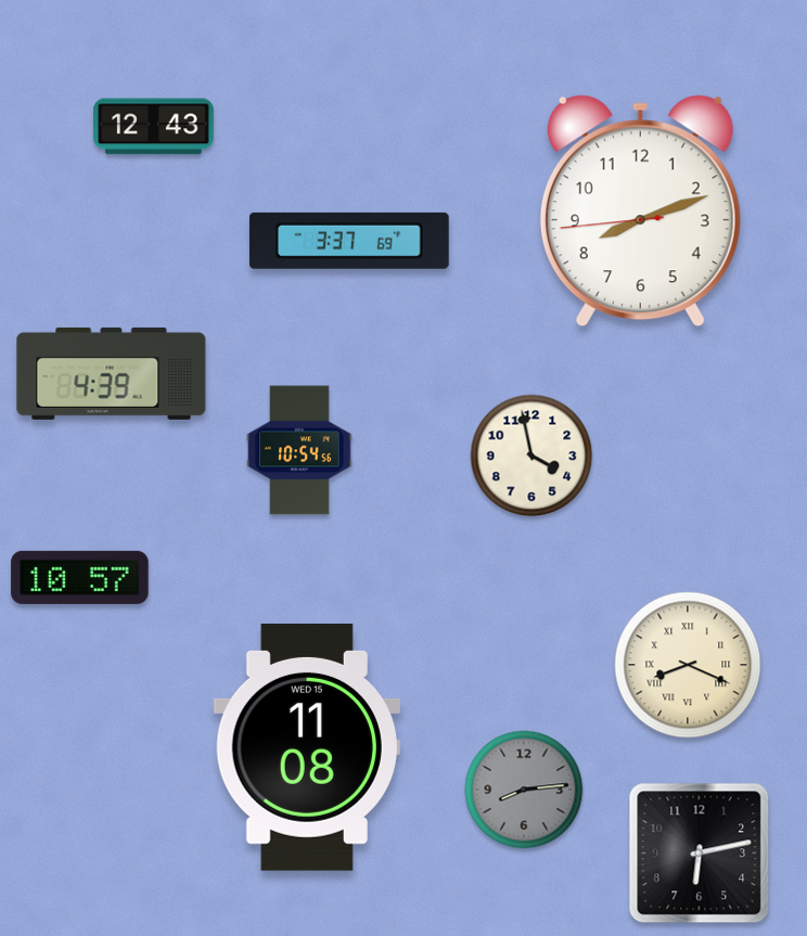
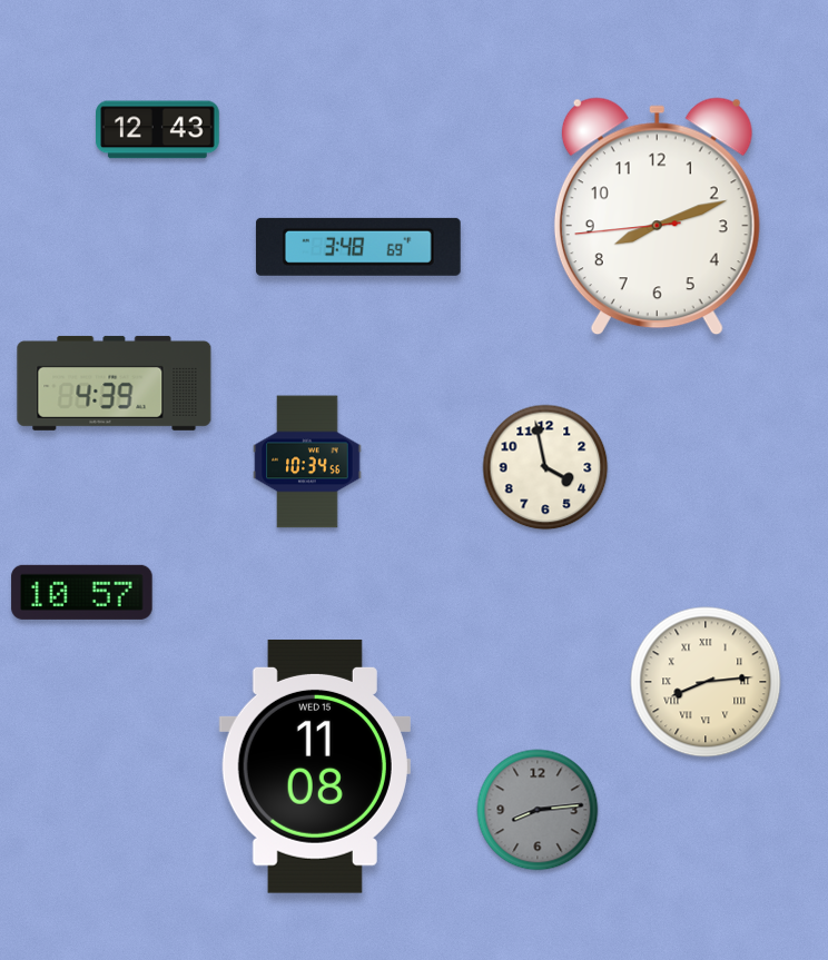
clock at (349, 241): 3:37 -> 3:48
clock at (299, 450): 10:54 -> 10:34
clock at (688, 665): 8:19 -> 8:14
clock at (700, 854): 6:13 -> none
